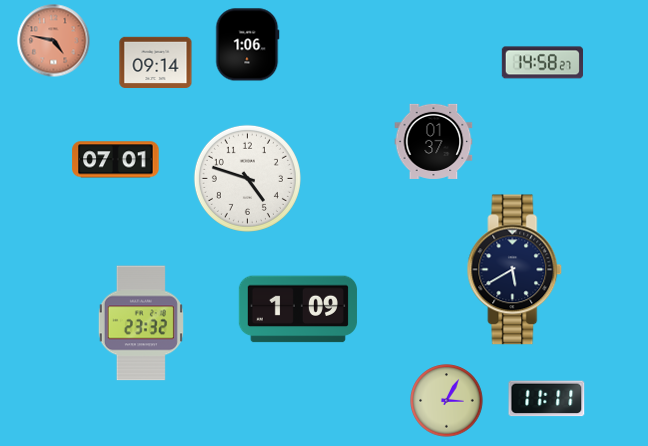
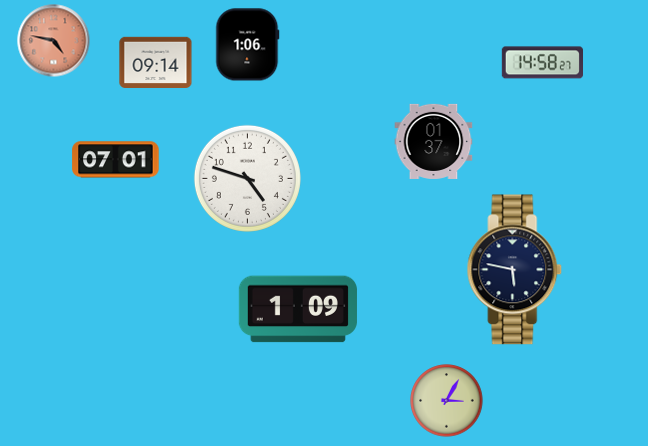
clock at (515, 270): 5:40 -> 5:47
clock at (141, 323): 23:32 -> none
clock at (547, 399): 11:11 -> none
